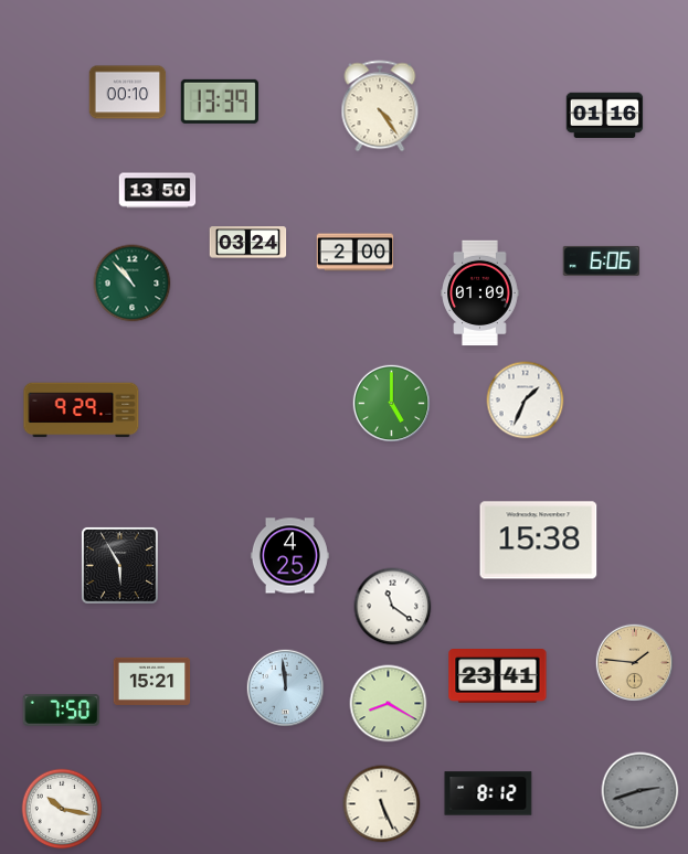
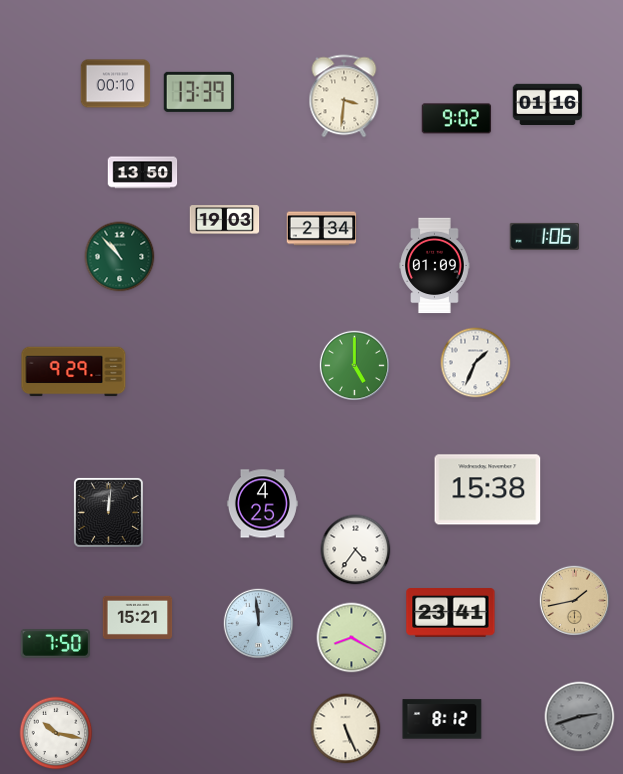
clock at (380, 106): 4:24 -> 3:31
clock at (457, 119): none -> 9:02
clock at (248, 243): 03:24 -> 19:03
clock at (356, 253): 2:00 -> 2:34
clock at (602, 260): 6:06 -> 1:06
clock at (119, 565): 5:55 -> 12:01
clock at (393, 607): 11:21 -> 4:36
clock at (634, 662): 1:46 -> 1:43
